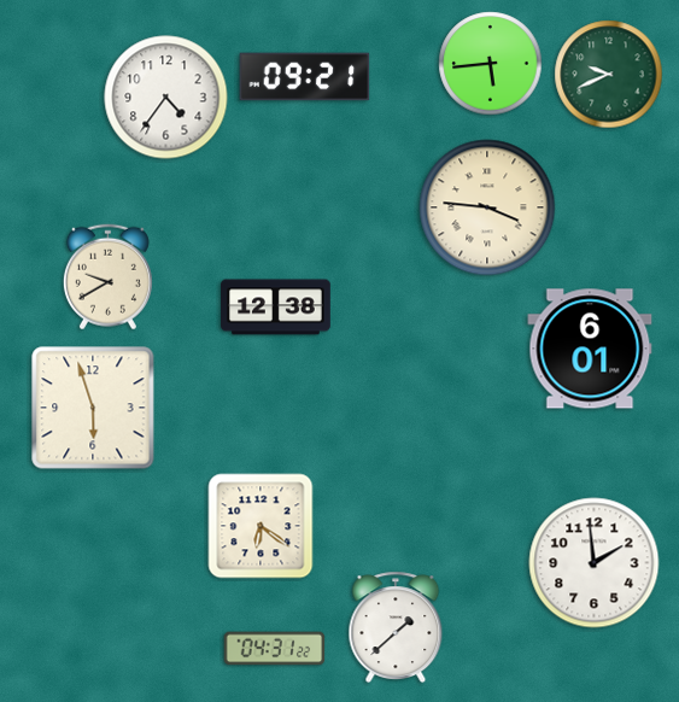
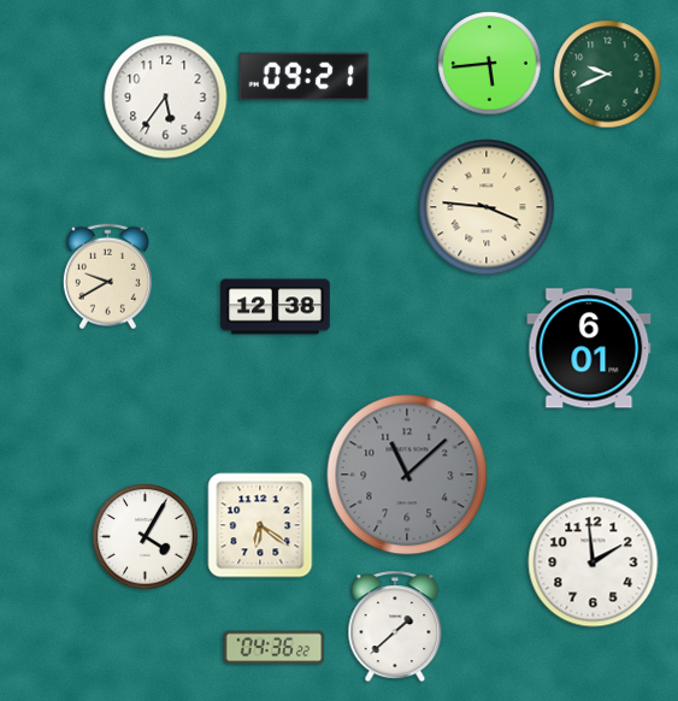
clock at (166, 98): 4:36 -> 5:36
clock at (93, 408): 5:57 -> none
clock at (407, 475): none -> 11:08
clock at (146, 537): none -> 4:05
clock at (275, 649): 04:31 -> 04:36
